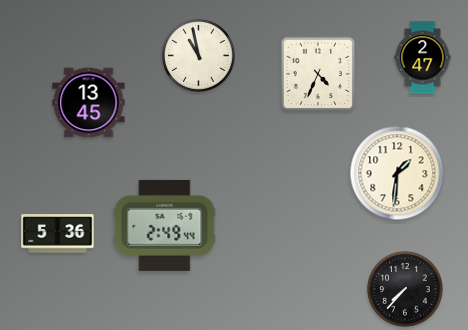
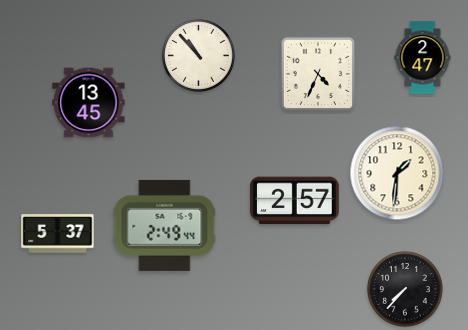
clock at (198, 55): 10:58 -> 10:53
clock at (295, 201): none -> 2:57
clock at (58, 234): 5:36 -> 5:37
